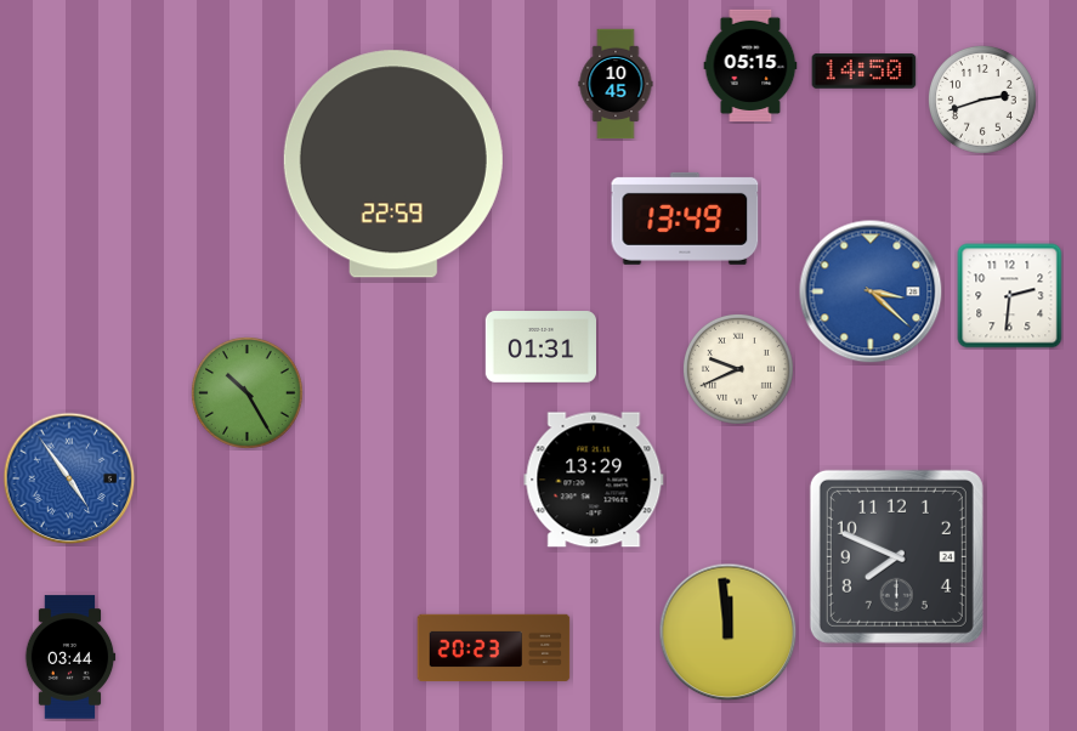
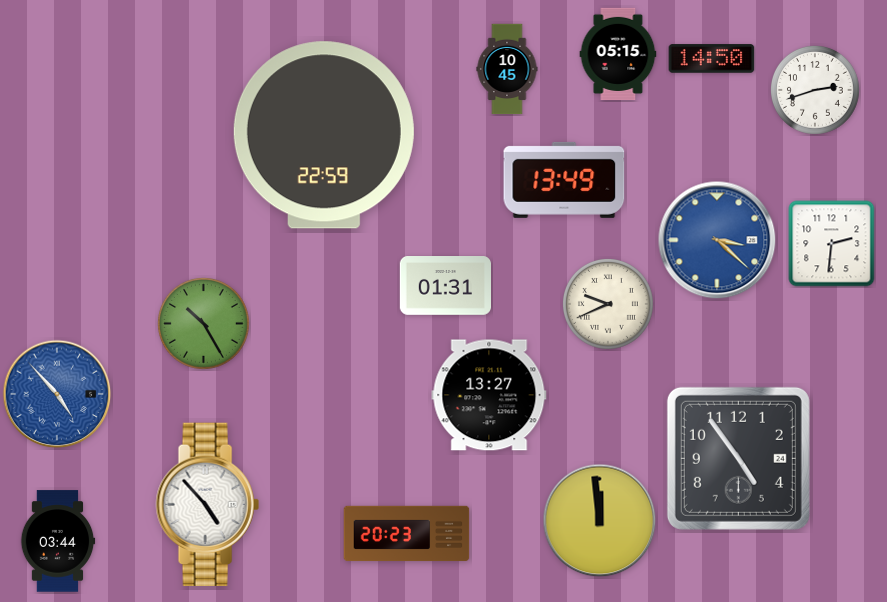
clock at (984, 101) position: (984, 101) -> (816, 91)
clock at (69, 478): 4:54 -> 4:53
clock at (594, 480): 13:29 -> 13:27
clock at (896, 556): 7:49 -> 4:54
clock at (207, 505): none -> 4:53
